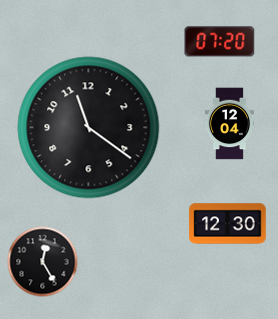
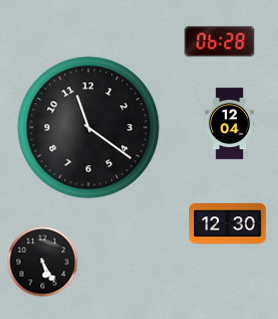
clock at (220, 42): 07:20 -> 06:28
clock at (43, 262): 12:25 -> 5:25
